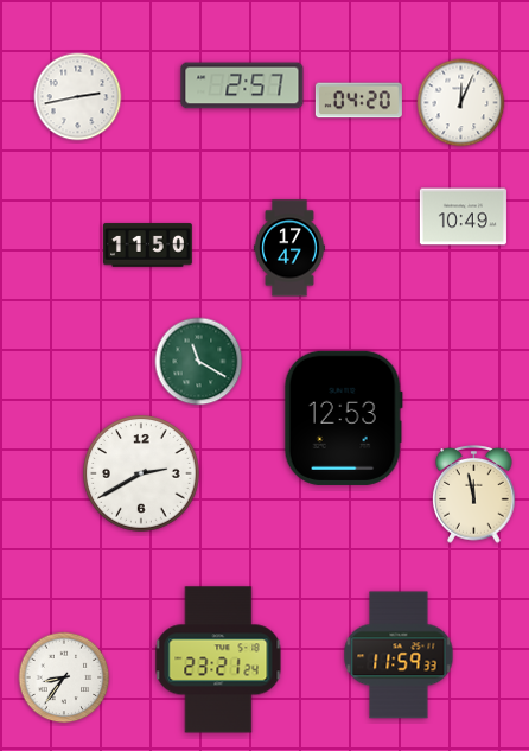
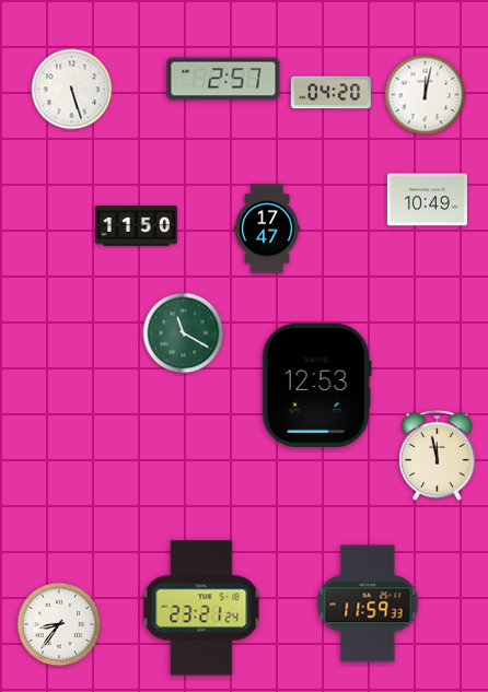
clock at (78, 97): 2:43 -> 5:27
clock at (461, 103): 12:04 -> 12:02
clock at (141, 473): 2:40 -> none
